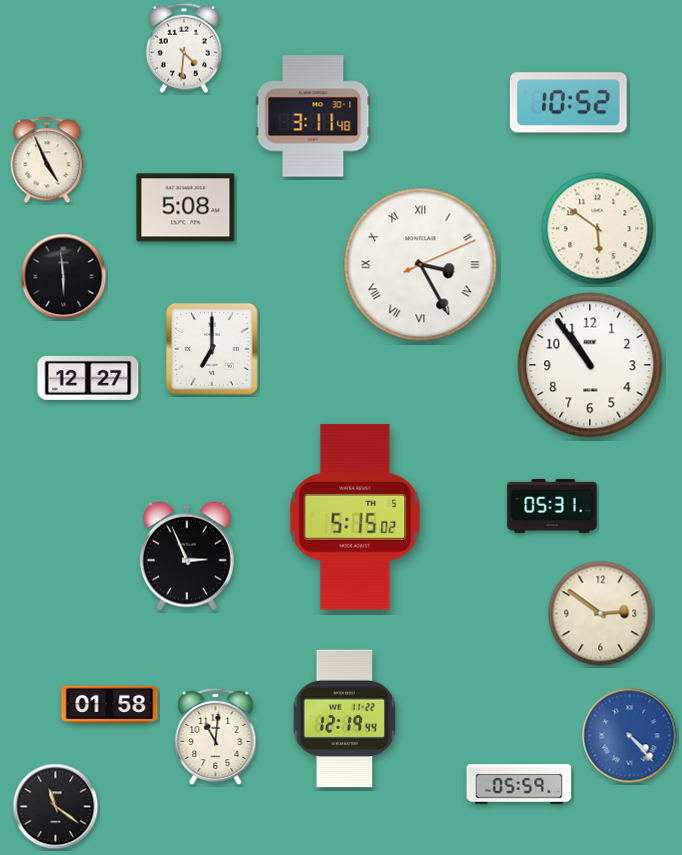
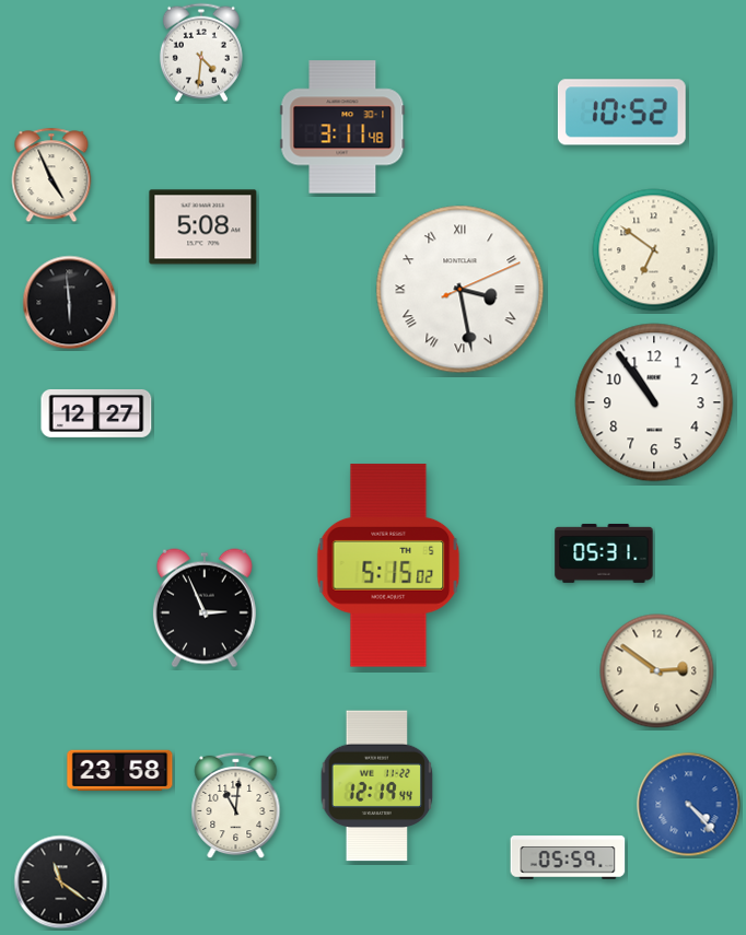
clock at (598, 229): 5:51 -> 6:51
clock at (421, 265): 3:25 -> 3:28
clock at (212, 349): 7:00 -> none
clock at (590, 365) position: (590, 365) -> (654, 402)
clock at (110, 705): 01:58 -> 23:58
